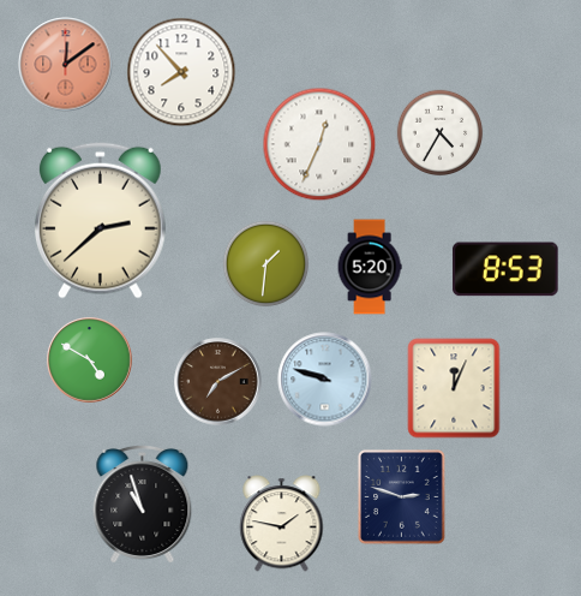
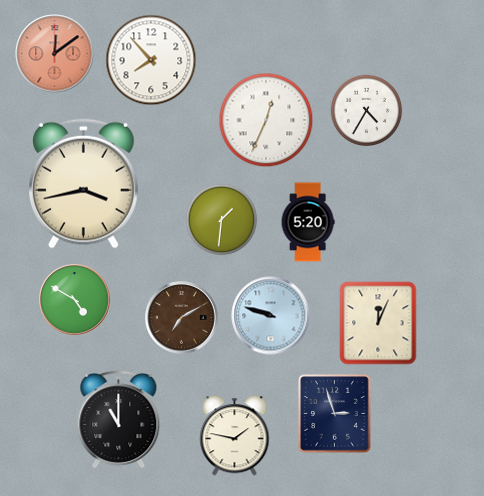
clock at (100, 220): 2:38 -> 3:43
clock at (505, 269): 8:53 -> none
clock at (402, 497): 2:48 -> 2:57
clock at (143, 503): 10:57 -> 11:00
